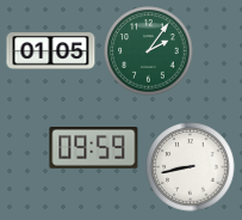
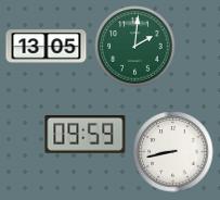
clock at (51, 51): 01:05 -> 13:05
clock at (149, 51): 2:06 -> 2:01
